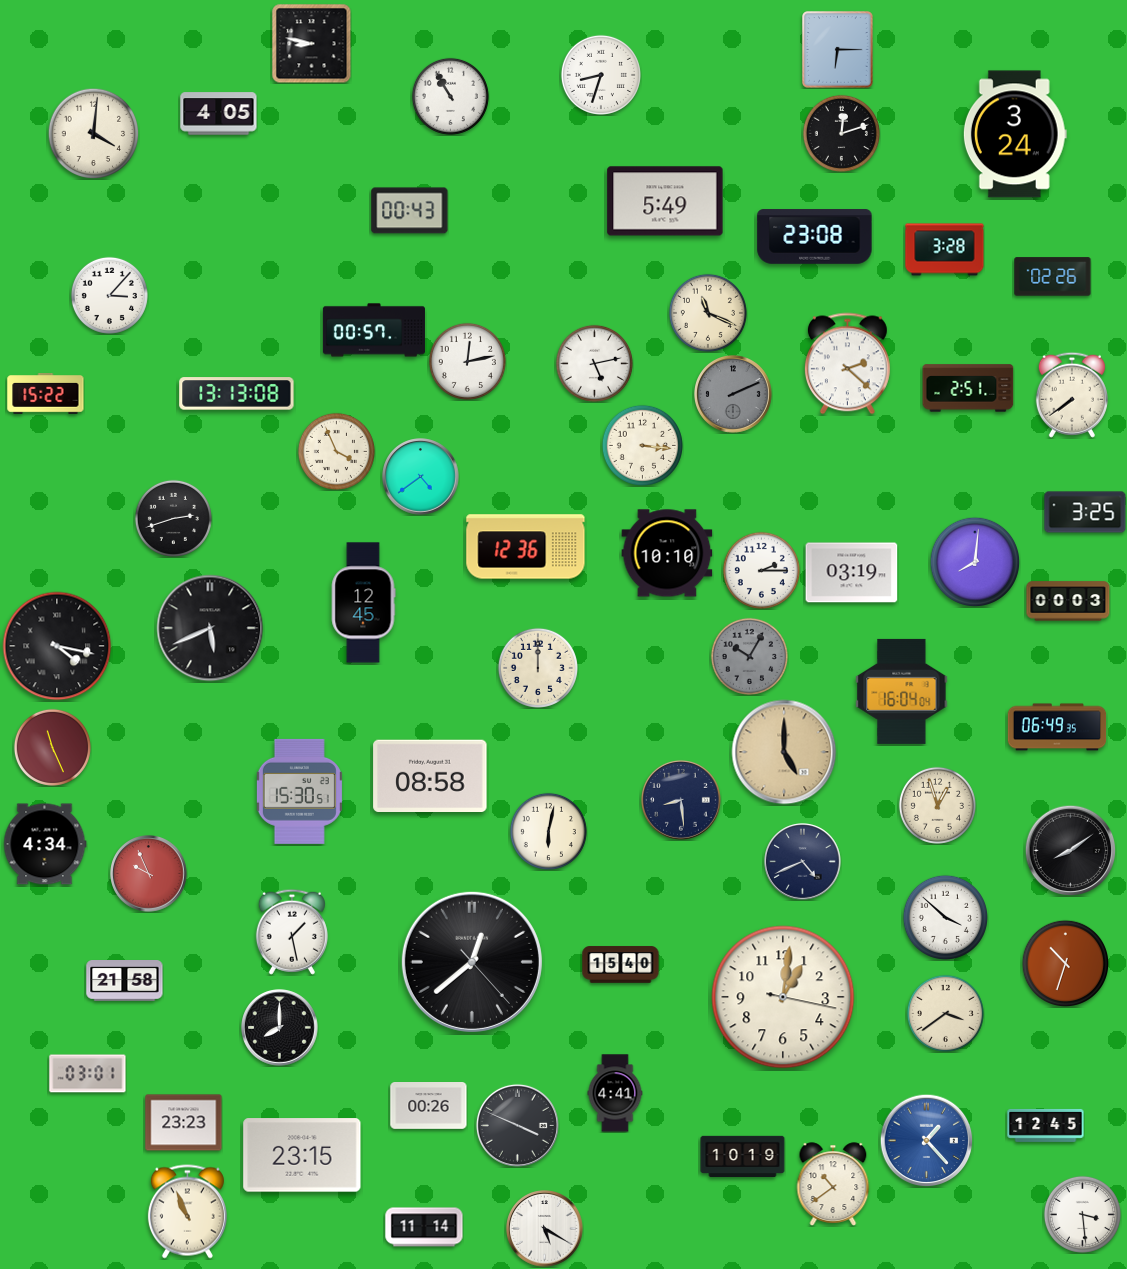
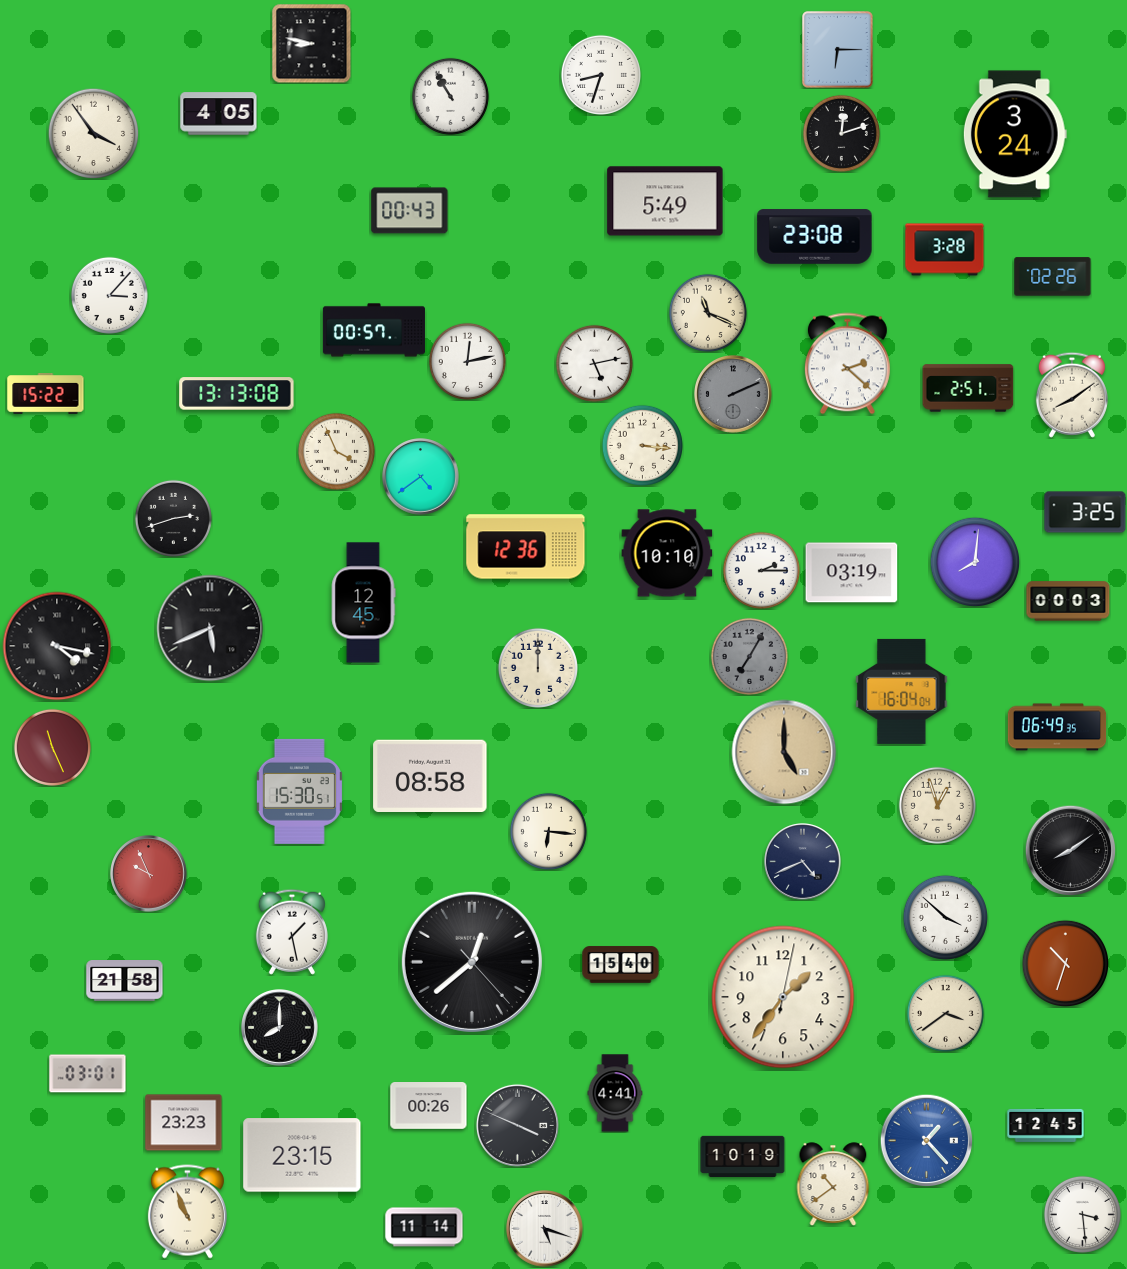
clock at (93, 133): 4:01 -> 3:54
clock at (1072, 395): 7:39 -> 8:09
clock at (749, 656): 10:05 -> 7:05
clock at (681, 800): 8:29 -> none
clock at (548, 831): 6:02 -> 6:16
clock at (45, 844): 4:34 -> none
clock at (783, 997): 1:01 -> 1:36
clock at (545, 1229): 5:20 -> 5:18
